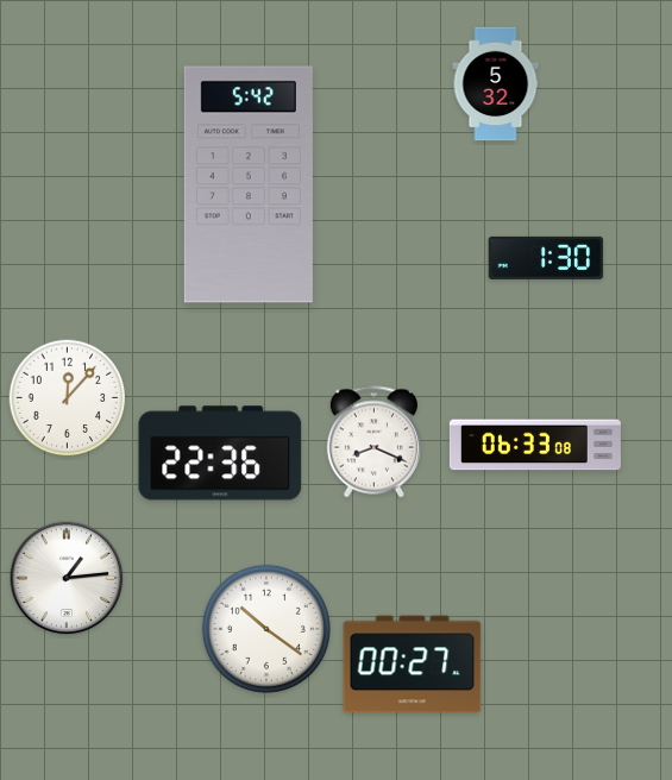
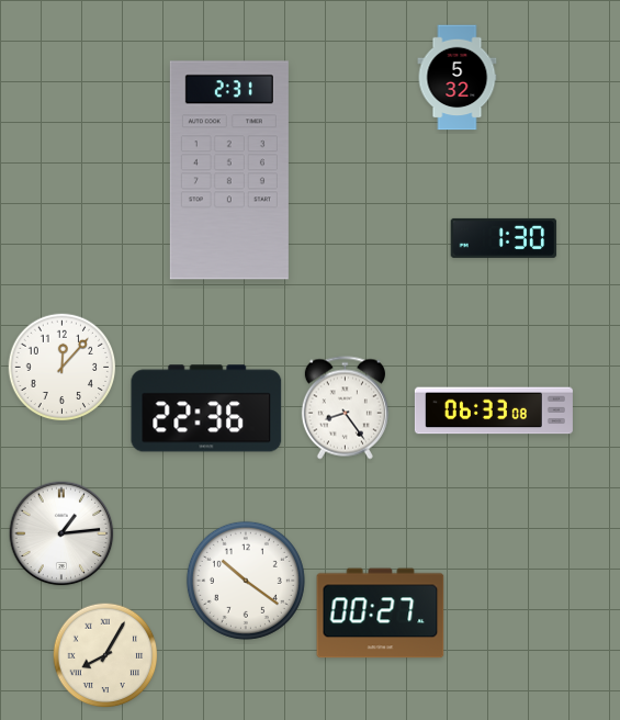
clock at (249, 184): 5:42 -> 2:31
clock at (373, 442): 8:19 -> 8:24
clock at (220, 453) position: (220, 453) -> (206, 408)
clock at (105, 655): none -> 8:05
